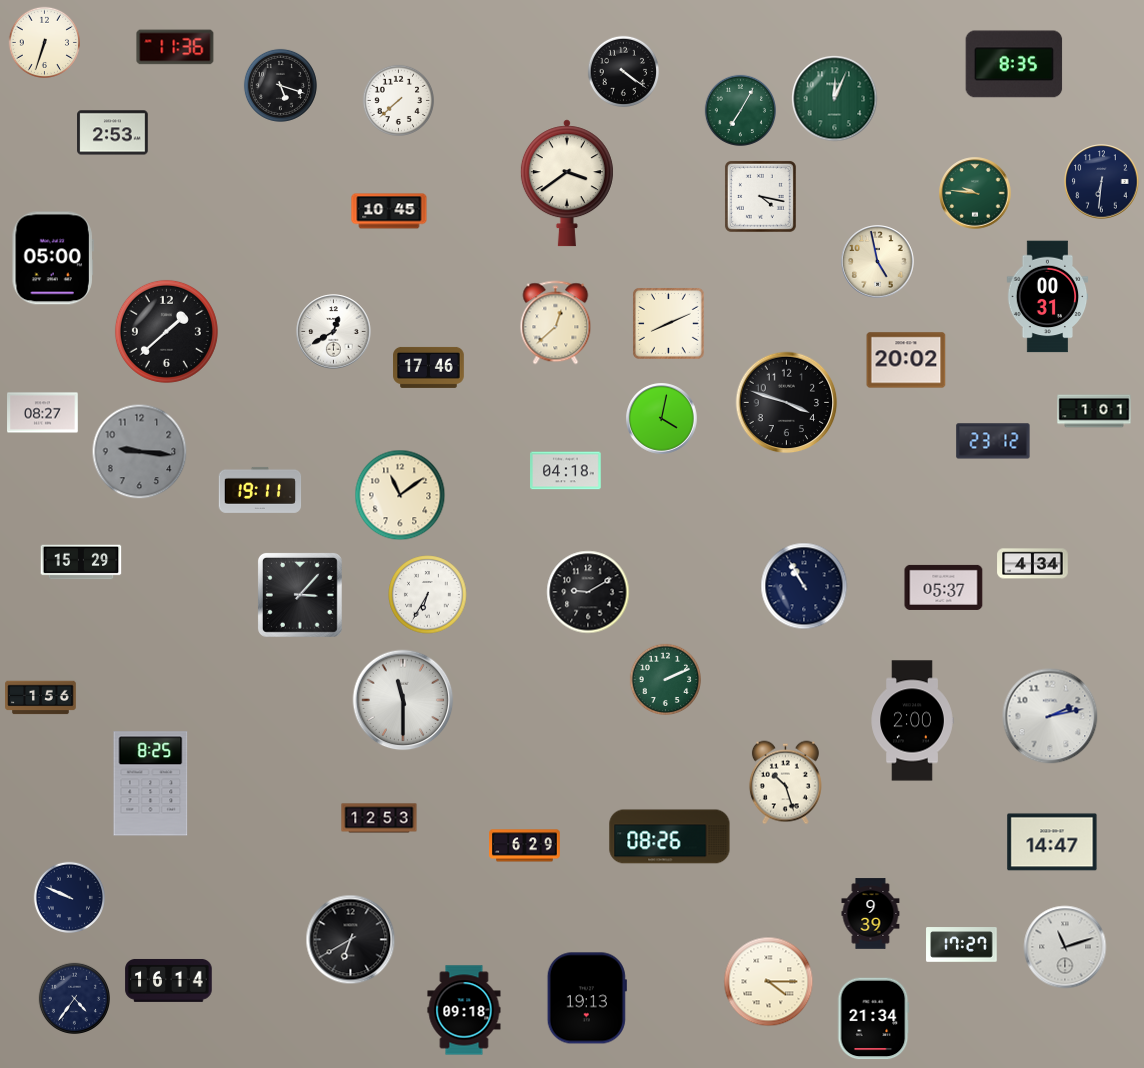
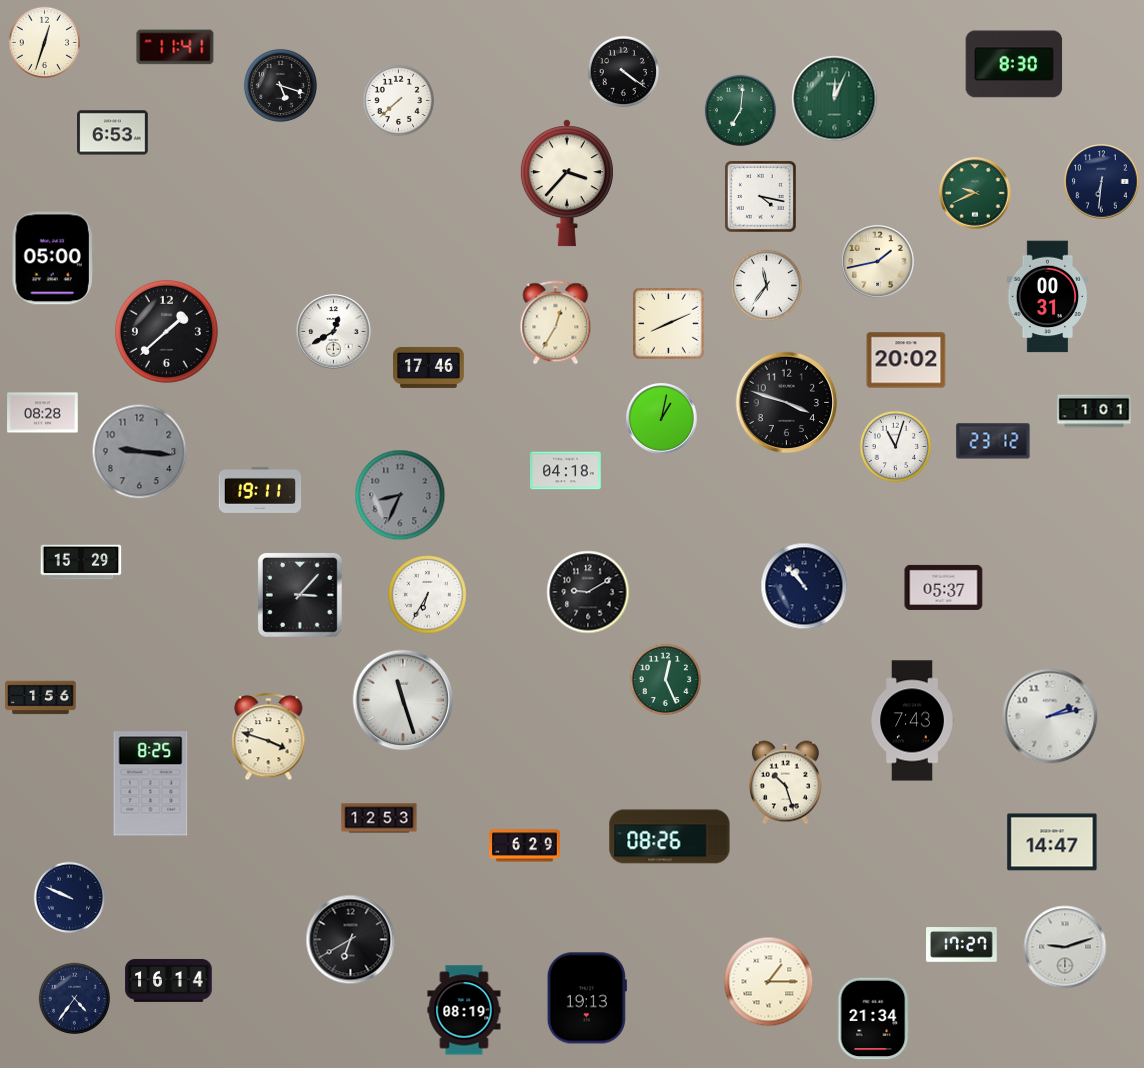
clock at (44, 42): 6:33 -> 12:33
clock at (175, 47): 11:36 -> 11:41
clock at (1014, 64): 8:35 -> 8:30
clock at (740, 110): 7:05 -> 7:01
clock at (113, 133): 2:53 -> 6:53
clock at (567, 183): 3:39 -> 3:37
clock at (975, 193): 9:46 -> 9:41
clock at (389, 211): 10:45 -> none
clock at (878, 262): 4:58 -> 1:43
clock at (766, 285): none -> 11:36
clock at (556, 323): 12:38 -> 12:35
clock at (43, 413): 08:27 -> 08:28
clock at (662, 419): 4:02 -> 1:02
clock at (895, 446): none -> 11:03
clock at (400, 495): 11:09 -> 8:34
clock at (400, 495) dial: cream -> grey
clock at (1033, 564): 4:34 -> none
clock at (804, 586): 10:55 -> 10:53
clock at (665, 679): 2:11 -> 12:26
clock at (403, 700): 11:30 -> 11:27
clock at (912, 721): 2:00 -> 7:43
clock at (269, 737): none -> 3:48
clock at (871, 914): 9:39 -> none
clock at (1065, 947): 11:12 -> 9:12
clock at (769, 982): 4:15 -> 1:15
clock at (464, 1010): 09:18 -> 08:19
